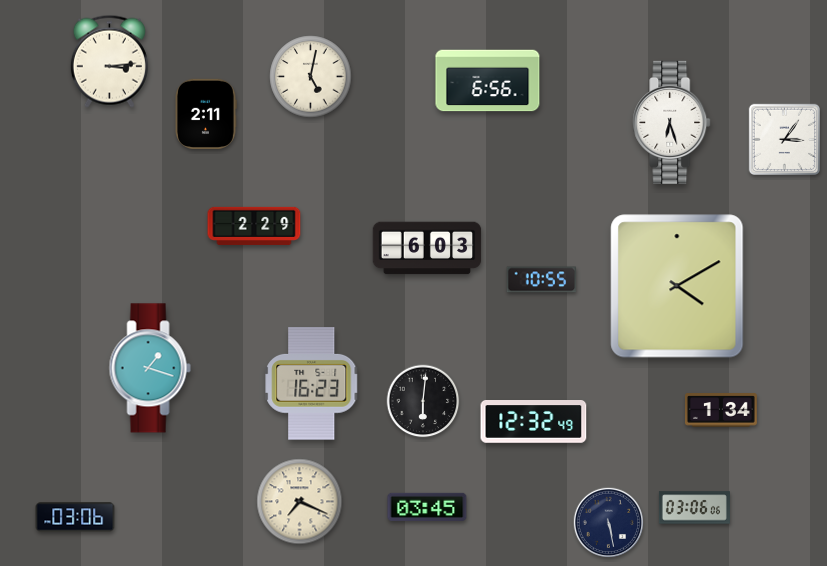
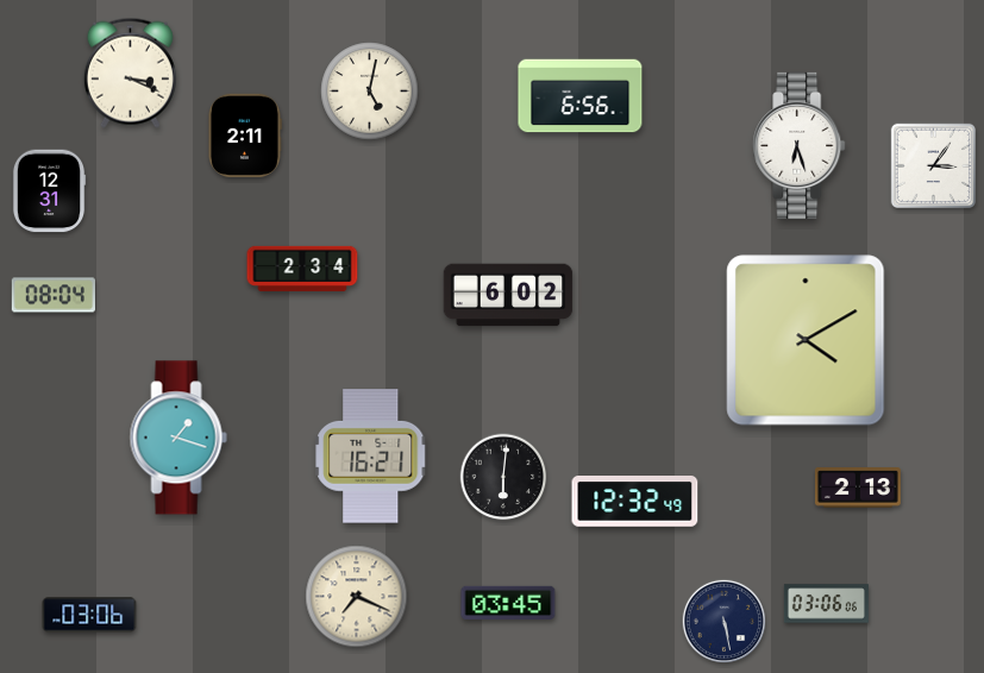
clock at (109, 61): 3:14 -> 3:19
clock at (49, 191): none -> 12:31
clock at (254, 226): 2:29 -> 2:34
clock at (52, 295): none -> 08:04
clock at (427, 248): 6:03 -> 6:02
clock at (542, 280): 10:55 -> none
clock at (312, 384): 16:23 -> 16:21
clock at (721, 410): 1:34 -> 2:13
